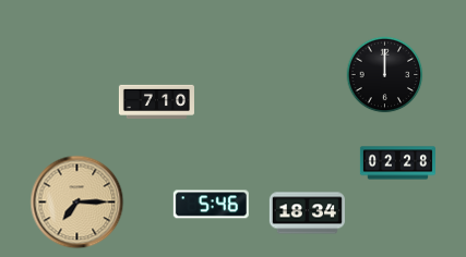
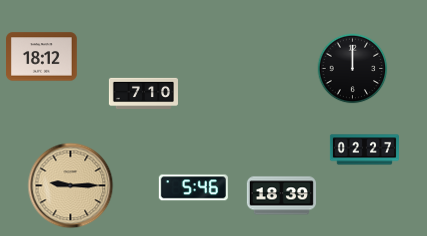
clock at (42, 57): none -> 18:12
clock at (397, 163): 02:28 -> 02:27
clock at (77, 203): 7:15 -> 9:15
clock at (307, 213): 18:34 -> 18:39
